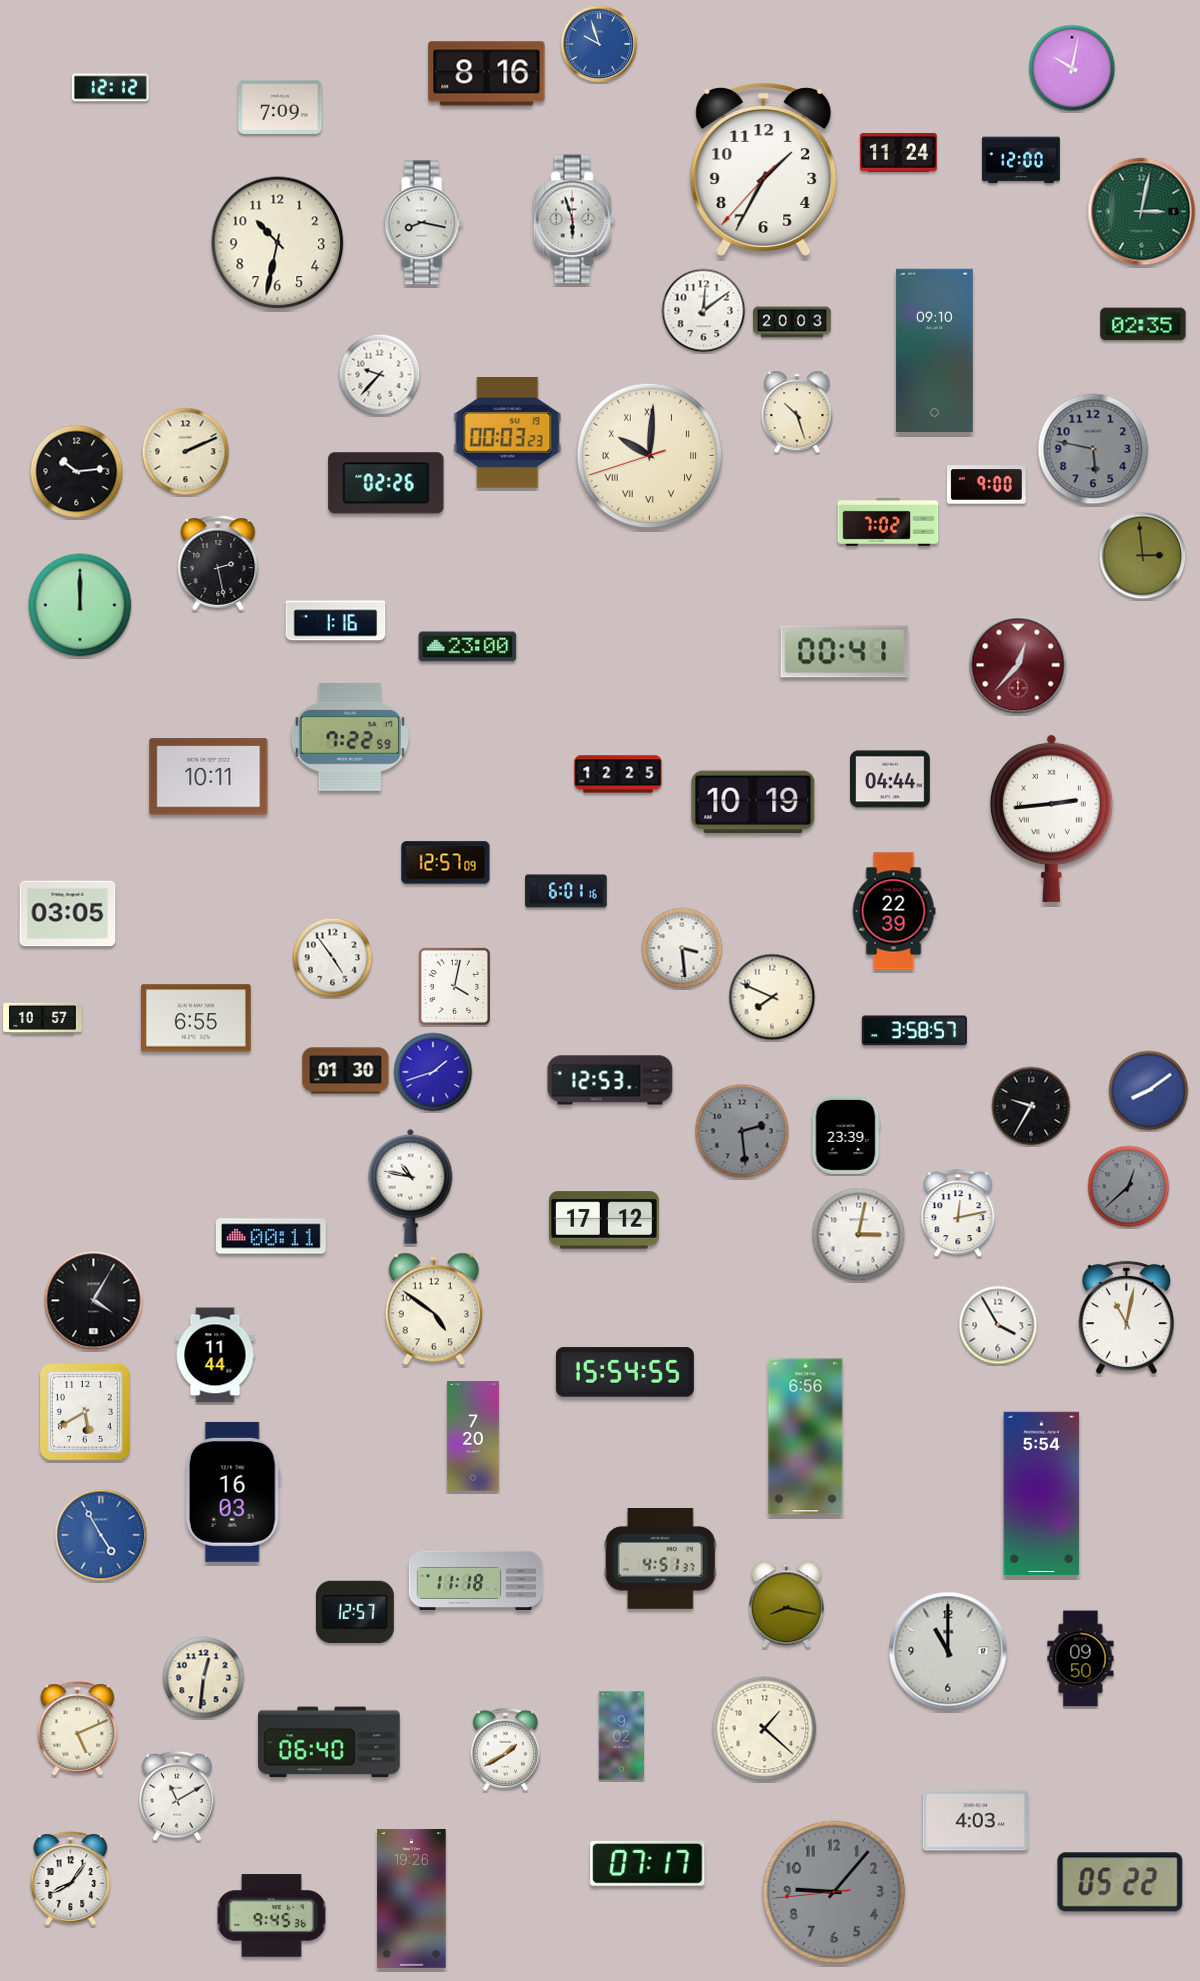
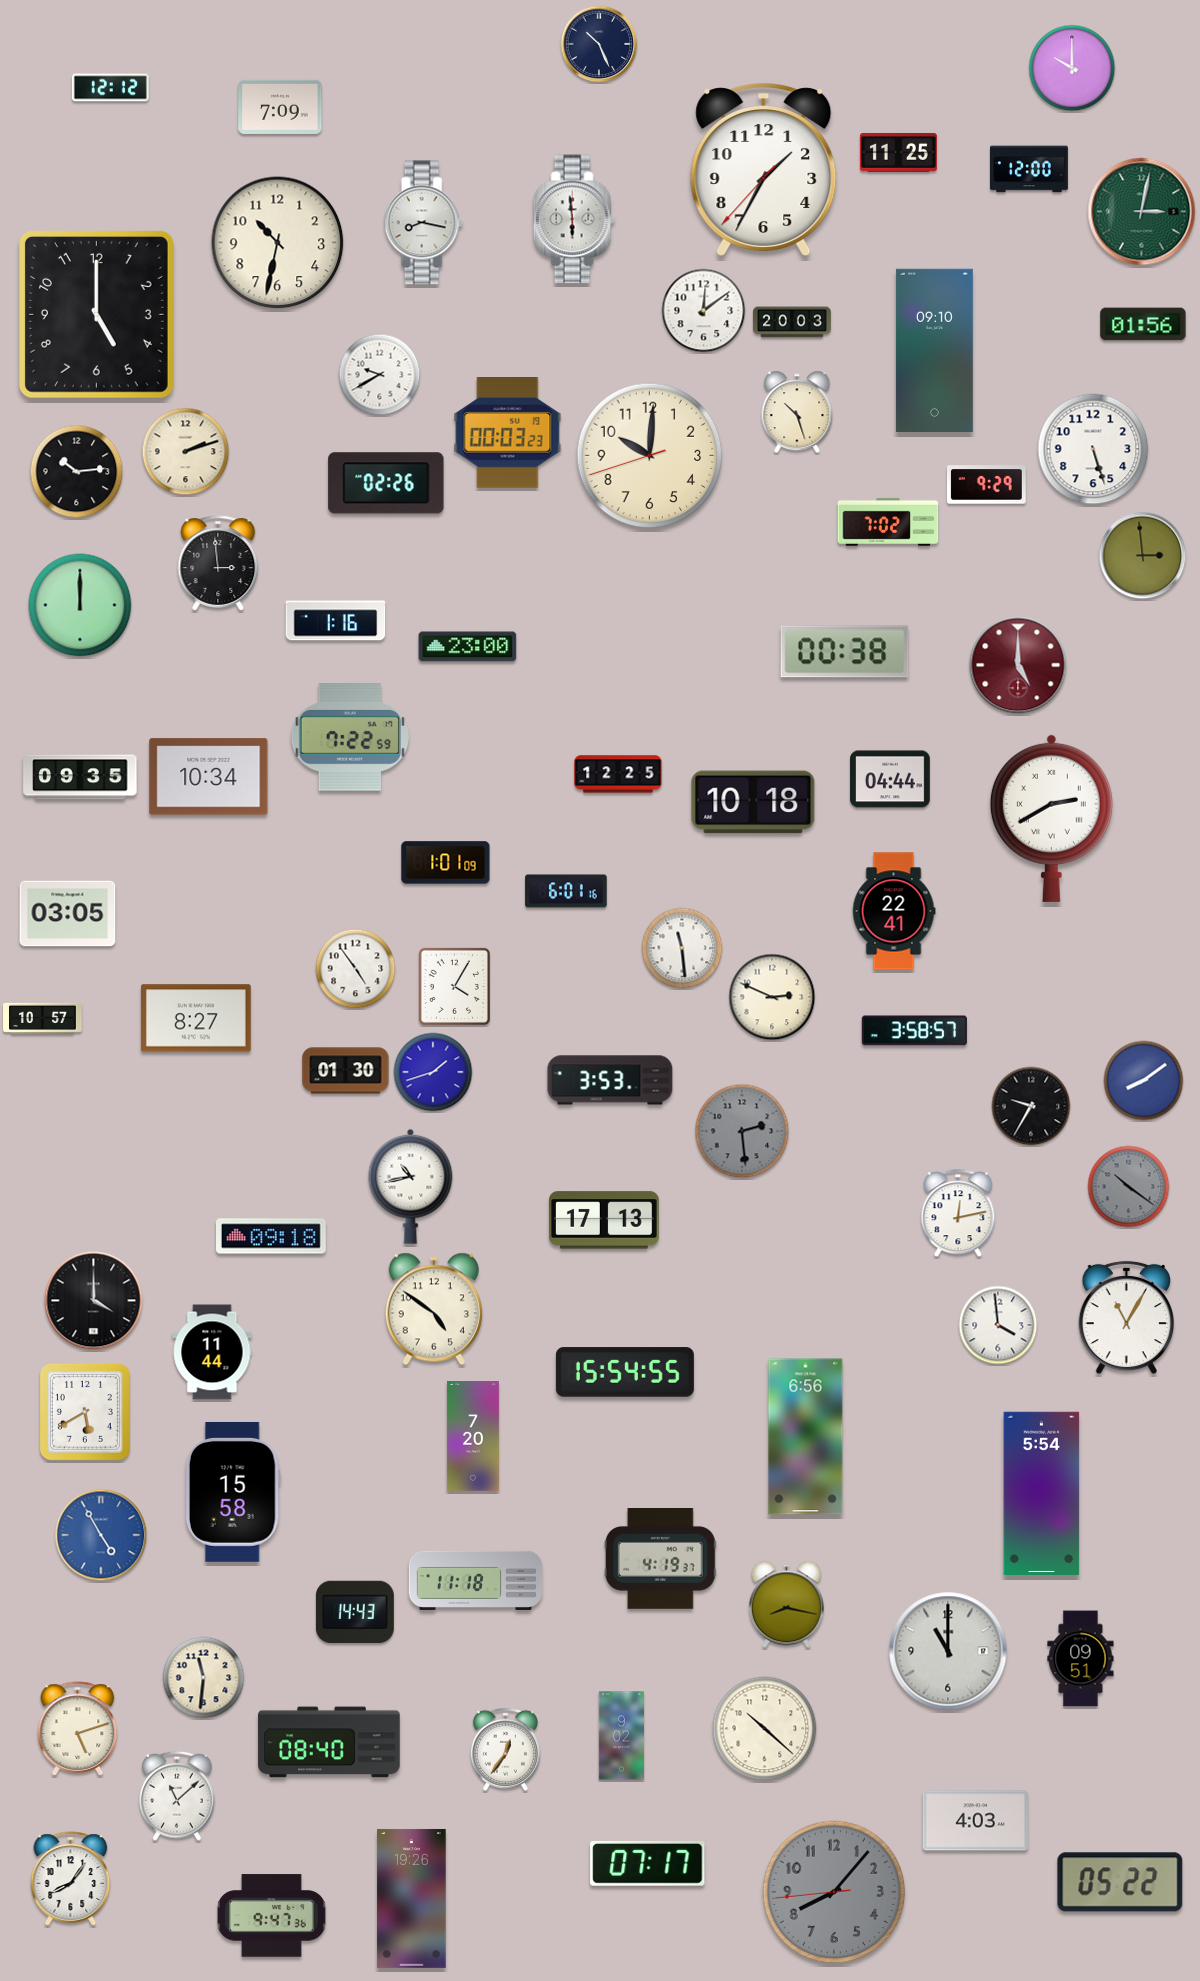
clock at (599, 44): 9:57 -> 10:26
clock at (599, 44) dial: blue -> navy
clock at (1072, 68): 10:02 -> 10:00
clock at (487, 74): 8:16 -> none
clock at (898, 153): 11:24 -> 11:25
clock at (1021, 160) position: (1021, 160) -> (1029, 169)
clock at (574, 219): 5:57 -> 5:59
clock at (96, 315): none -> 5:00
clock at (1143, 324): 02:35 -> 01:56
clock at (380, 375): 9:37 -> 9:40
clock at (1093, 449): 5:47 -> 5:27
clock at (1093, 449) dial: grey -> white
clock at (186, 452): 2:11 -> 2:12
clock at (650, 456) numerals: Roman -> Arabic
clock at (987, 485): 9:00 -> 9:29
clock at (218, 563): 2:28 -> 2:59
clock at (845, 652): 00:41 -> 00:38
clock at (1018, 665): 12:37 -> 5:00
clock at (80, 777): none -> 09:35
clock at (209, 777): 10:11 -> 10:34
clock at (753, 802): 10:19 -> 10:18
clock at (1051, 818): 2:44 -> 2:40
clock at (446, 863): 12:57 -> 1:01
clock at (894, 911): 22:39 -> 22:41
clock at (682, 948): 3:29 -> 11:29
clock at (333, 958) position: (333, 958) -> (356, 969)
clock at (454, 986): 4:02 -> 4:05
clock at (772, 997): 7:49 -> 2:49
clock at (196, 1018): 6:55 -> 8:27
clock at (610, 1080): 12:53 -> 3:53
clock at (1149, 1091) position: (1149, 1091) -> (1144, 1081)
clock at (846, 1135): 23:39 -> none
clock at (411, 1186): 10:47 -> 10:43
clock at (1129, 1187): 12:38 -> 10:21
clock at (605, 1220): 17:12 -> 17:13
clock at (859, 1235): 3:02 -> none
clock at (272, 1236): 00:11 -> 09:18
clock at (94, 1301): 4:05 -> 4:00
clock at (1126, 1318): 11:02 -> 11:05
clock at (998, 1325): 3:55 -> 3:59
clock at (215, 1355) position: (215, 1355) -> (212, 1352)
clock at (233, 1492): 16:03 -> 15:58
clock at (660, 1559): 4:51 -> 4:19
clock at (355, 1611): 12:57 -> 14:43
clock at (1081, 1659): 09:50 -> 09:51
clock at (204, 1678): 12:31 -> 11:31
clock at (78, 1729): 5:11 -> 5:12
clock at (765, 1729): 1:22 -> 10:22
clock at (329, 1742): 06:40 -> 08:40
clock at (505, 1749): 1:40 -> 12:36
clock at (177, 1796): 11:10 -> 11:08
clock at (834, 1892): 9:06 -> 8:06
clock at (271, 1916): 9:45 -> 9:47
